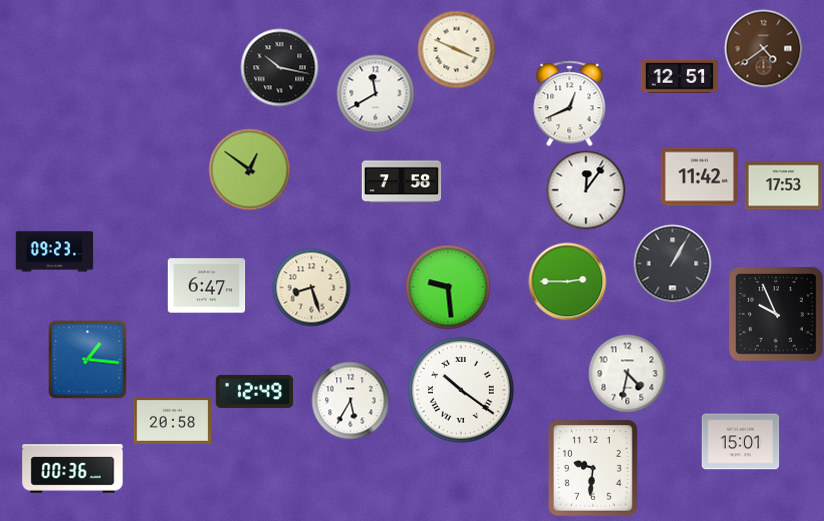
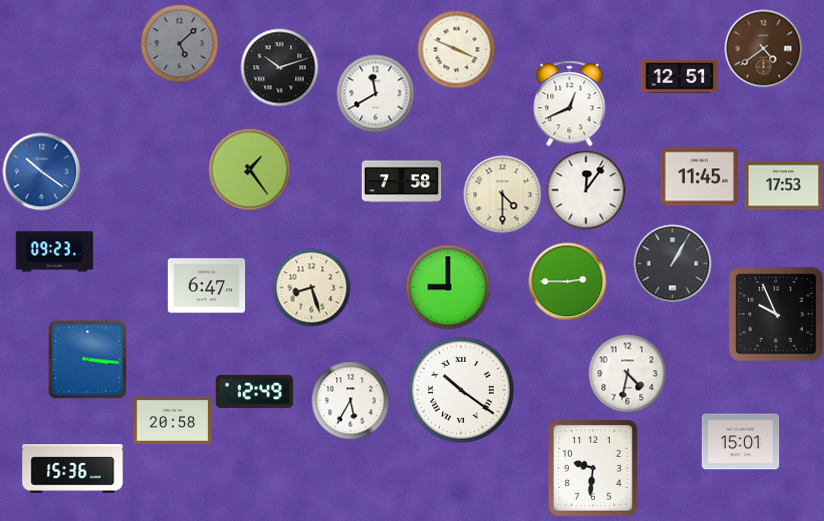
clock at (179, 43): none -> 5:08
clock at (279, 67): 10:17 -> 10:12
clock at (249, 169): 12:51 -> 1:24
clock at (41, 171): none -> 10:21
clock at (699, 177): 11:42 -> 11:45
clock at (502, 194): none -> 4:30
clock at (448, 287): 9:29 -> 9:00
clock at (87, 359): 1:16 -> 3:16
clock at (73, 469): 00:36 -> 15:36
